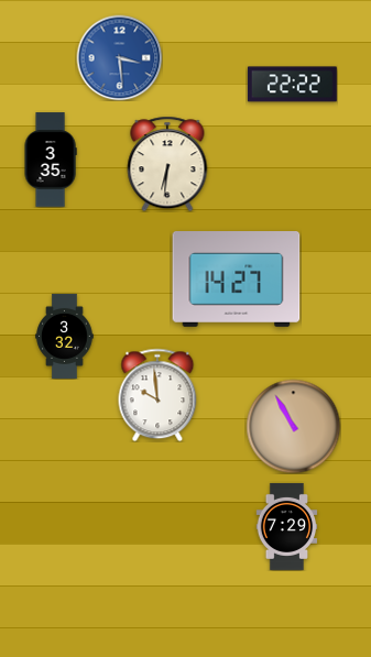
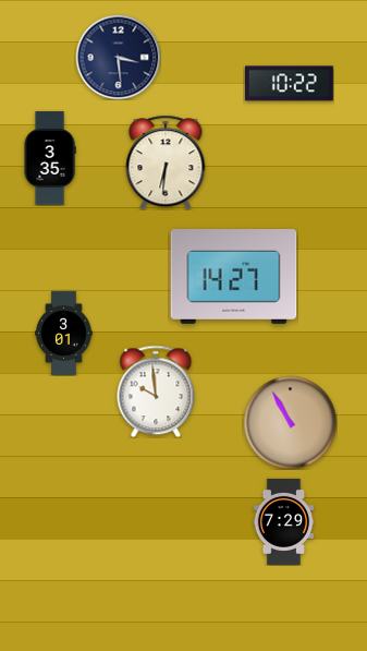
clock at (119, 57) dial: blue -> navy
clock at (292, 85): 22:22 -> 10:22
clock at (65, 336): 3:32 -> 3:01
